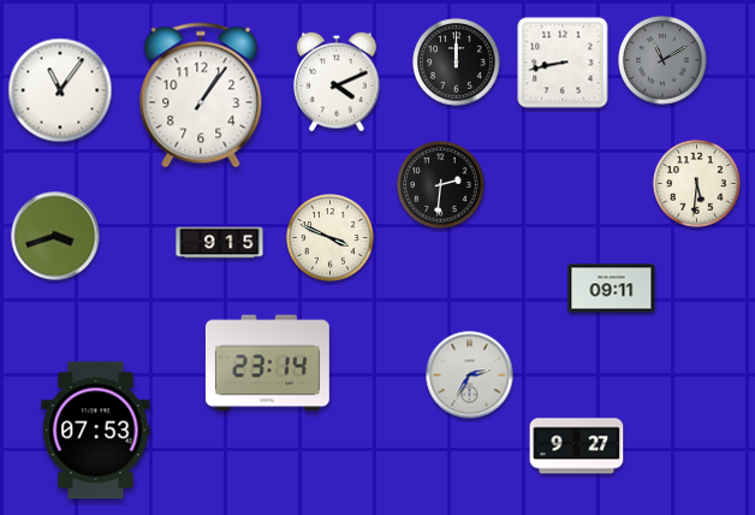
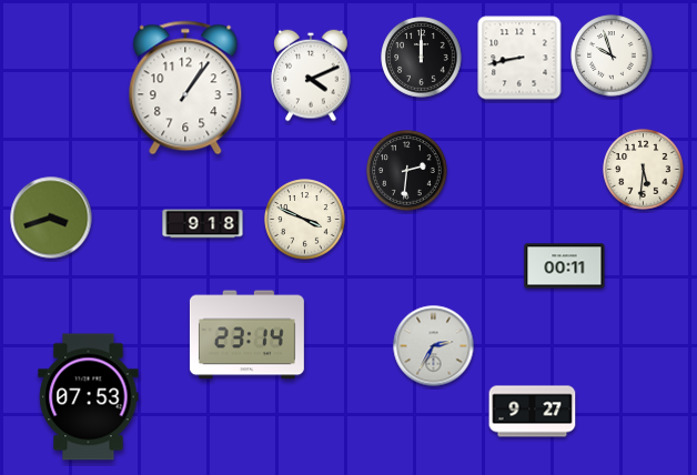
clock at (662, 60): 11:10 -> 9:57
clock at (662, 60) dial: grey -> white
clock at (60, 90): 11:06 -> none
clock at (220, 243): 9:15 -> 9:18
clock at (612, 289): 09:11 -> 00:11
